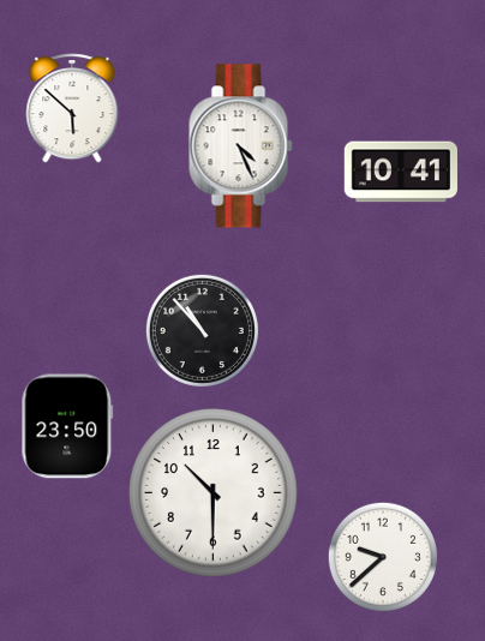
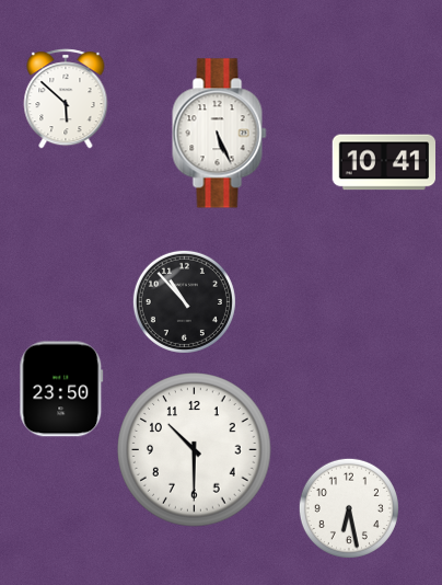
clock at (241, 146): 4:26 -> 5:26
clock at (400, 172) position: (400, 172) -> (383, 162)
clock at (383, 557): 9:38 -> 6:28
